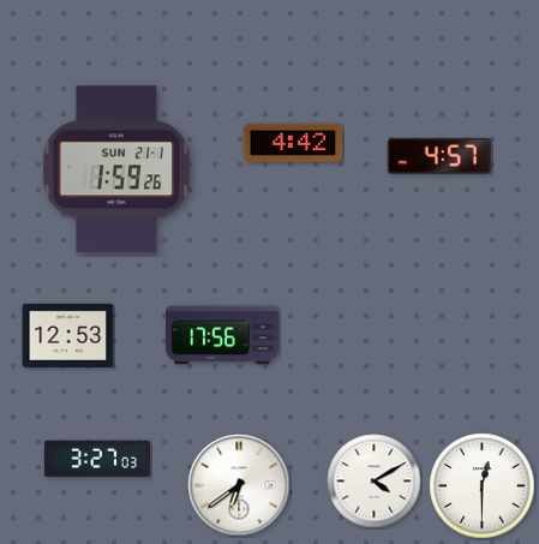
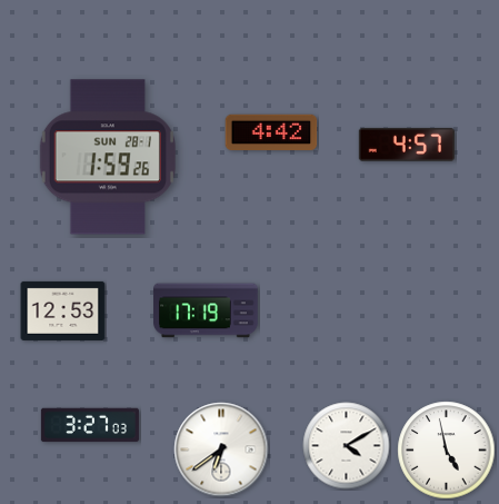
clock at (116, 169) date: SUN 21-1 -> SUN 28-1
clock at (222, 335): 17:56 -> 17:19
clock at (483, 486): 12:30 -> 4:58
